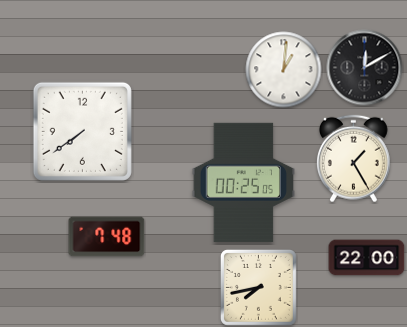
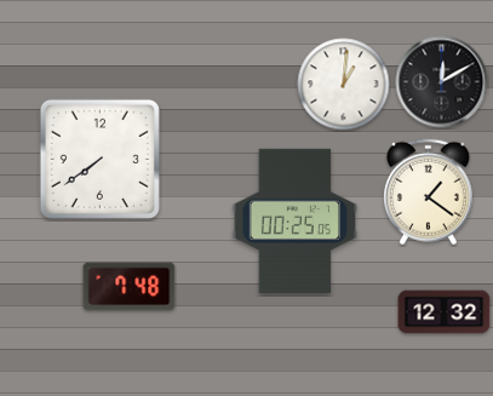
clock at (353, 159): 1:25 -> 1:21
clock at (367, 258): 22:00 -> 12:32
clock at (258, 287): 7:43 -> none
